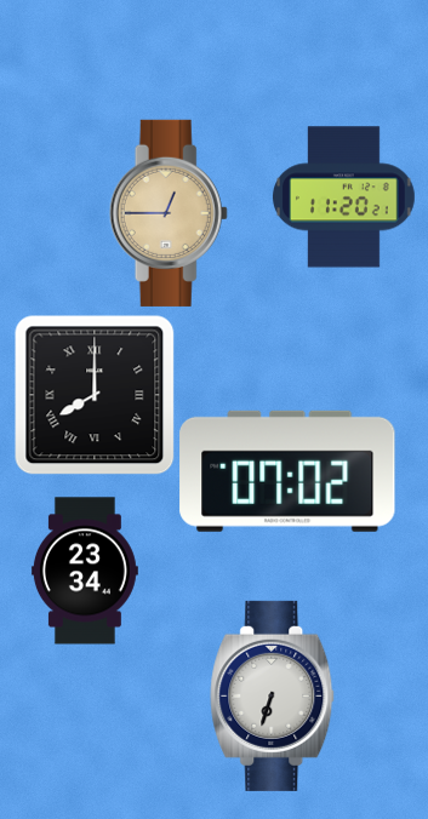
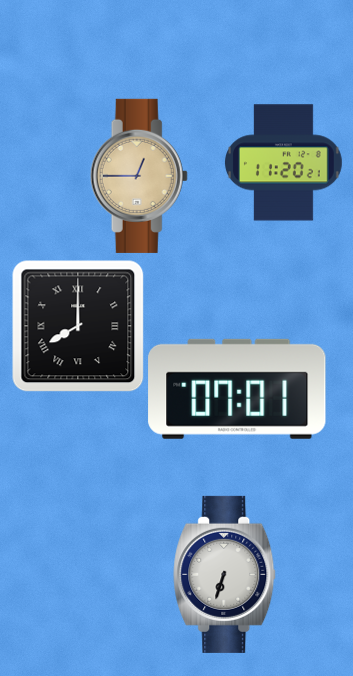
clock at (287, 471): 07:02 -> 07:01
clock at (85, 571): 23:34 -> none
